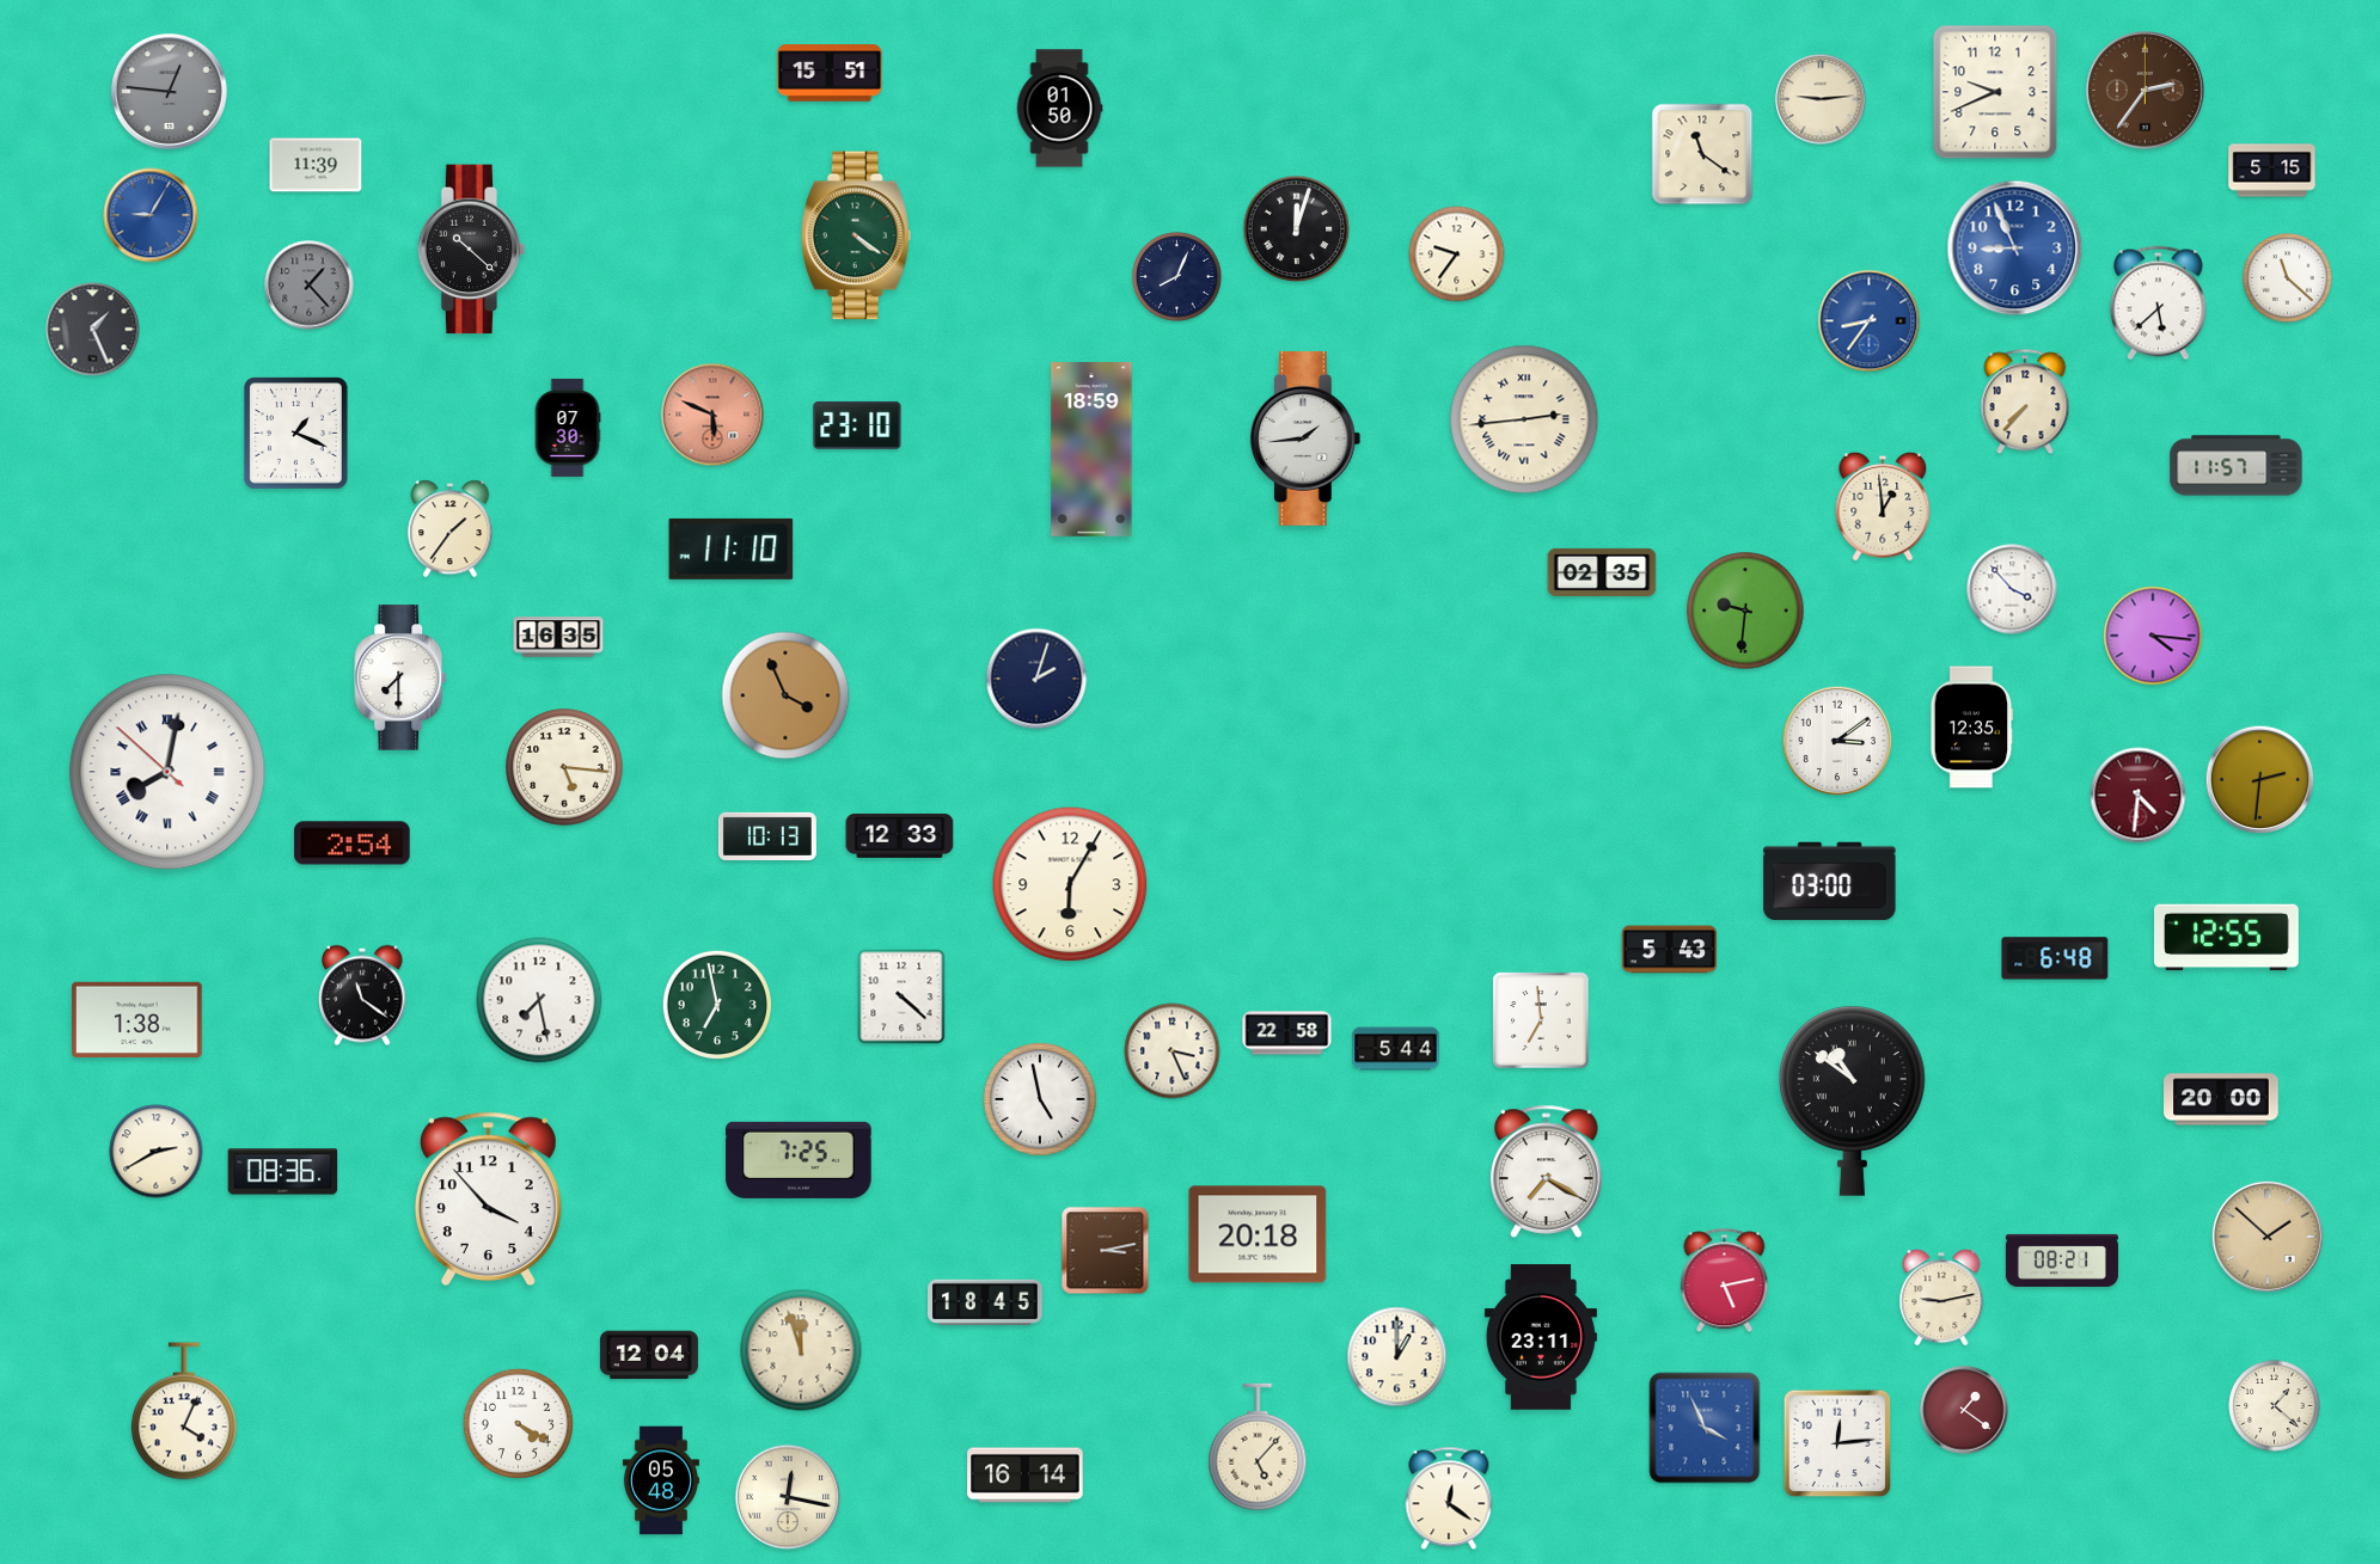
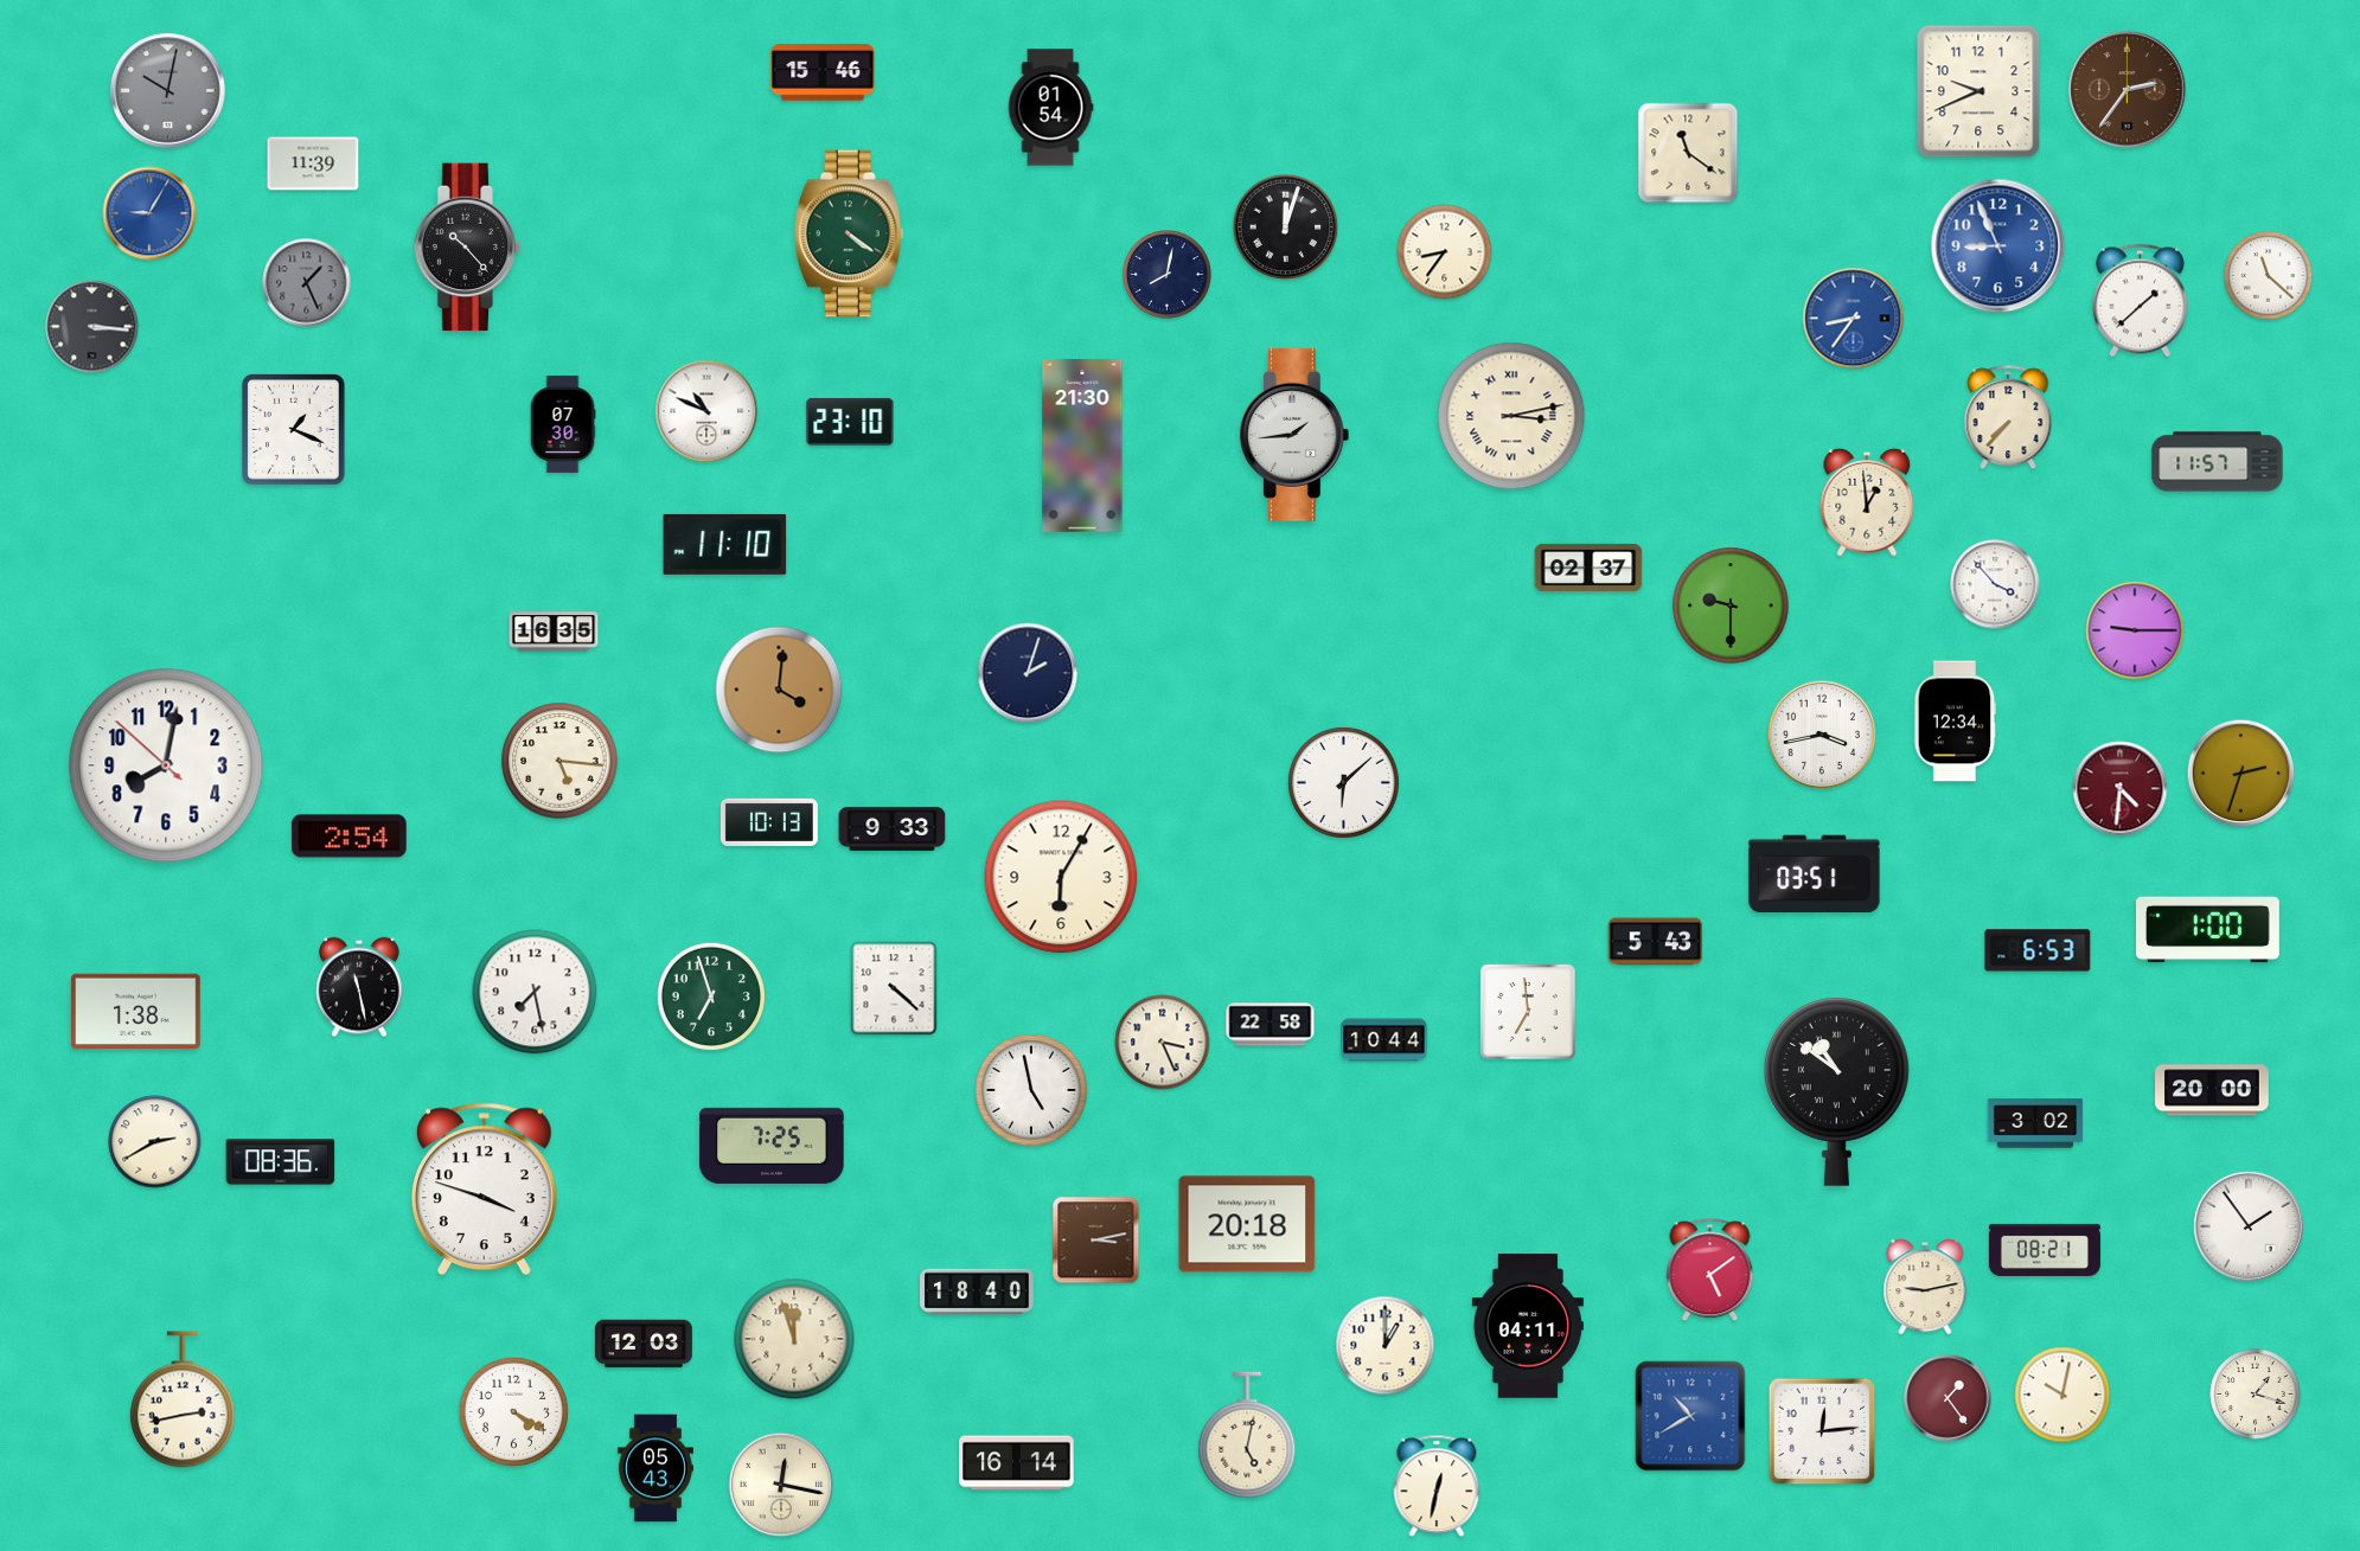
clock at (830, 73): 15:51 -> 15:46
clock at (170, 92): 12:46 -> 10:02
clock at (1821, 99): 9:14 -> none
clock at (1059, 109): 01:50 -> 01:54
clock at (2272, 171): 5:15 -> none
clock at (472, 250): 10:22 -> 10:23
clock at (1457, 254): 9:36 -> 8:36
clock at (1177, 277): 8:04 -> 8:02
clock at (310, 286): 1:23 -> 1:26
clock at (2158, 303): 5:38 -> 1:38
clock at (93, 330): 1:26 -> 3:16
clock at (2025, 403) position: (2025, 403) -> (2008, 418)
clock at (712, 415): 5:49 -> 10:49
clock at (712, 415) dial: salmon -> white
clock at (1524, 419): 2:44 -> 3:13
clock at (1091, 450): 18:59 -> 21:30
clock at (451, 529): 1:36 -> none
clock at (1602, 572): 02:35 -> 02:37
clock at (1745, 611): 9:31 -> 9:30
clock at (2153, 636): 4:16 -> 9:15
clock at (402, 677): 7:30 -> none
clock at (785, 695): 3:56 -> 4:01
clock at (1972, 728): 12:35 -> 12:34
clock at (1837, 741): 3:09 -> 3:43
clock at (167, 772) numerals: Roman -> Arabic
clock at (2260, 780): 2:31 -> 2:33
clock at (1343, 782): none -> 6:08
clock at (900, 835): 12:33 -> 9:33
clock at (767, 836) position: (767, 836) -> (769, 822)
clock at (1830, 882): 03:00 -> 03:51
clock at (2227, 938): 12:55 -> 1:00
clock at (2055, 958): 6:48 -> 6:53
clock at (362, 995): 11:21 -> 11:28
clock at (716, 1004): 6:58 -> 6:57
clock at (1287, 1034) position: (1287, 1034) -> (1271, 1025)
clock at (1396, 1049): 5:44 -> 10:44
clock at (2221, 1099) position: (2221, 1099) -> (2212, 1090)
clock at (2035, 1123): none -> 3:02
clock at (799, 1160) position: (799, 1160) -> (772, 1146)
clock at (1547, 1171): 7:20 -> none
clock at (488, 1200): 3:53 -> 3:48
clock at (2268, 1237): 1:52 -> 1:54
clock at (2268, 1237) dial: champagne -> white
clock at (1725, 1281): 5:13 -> 5:09
clock at (985, 1301): 18:45 -> 18:40
clock at (1541, 1337): 23:11 -> 04:11
clock at (649, 1355): 12:04 -> 12:03
clock at (2062, 1395): none -> 10:02
clock at (2275, 1406): 1:22 -> 1:18
clock at (1964, 1410): 1:21 -> 1:24
clock at (184, 1411): 4:04 -> 2:43
clock at (1705, 1428): 3:56 -> 10:40
clock at (1258, 1447): 5:07 -> 5:02
clock at (661, 1480): 05:48 -> 05:43
clock at (1449, 1498): 12:21 -> 12:32
